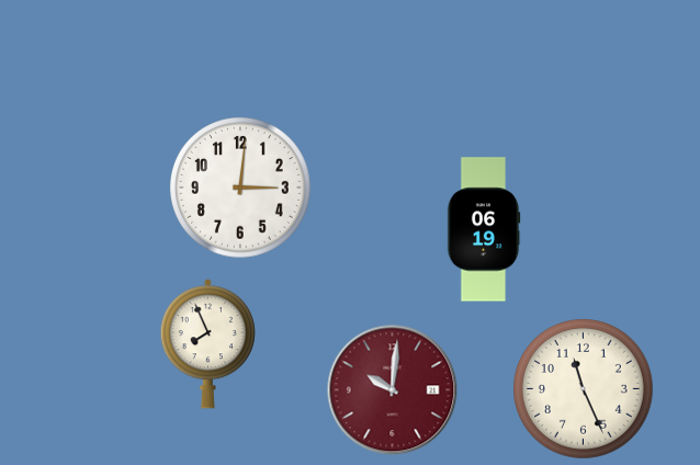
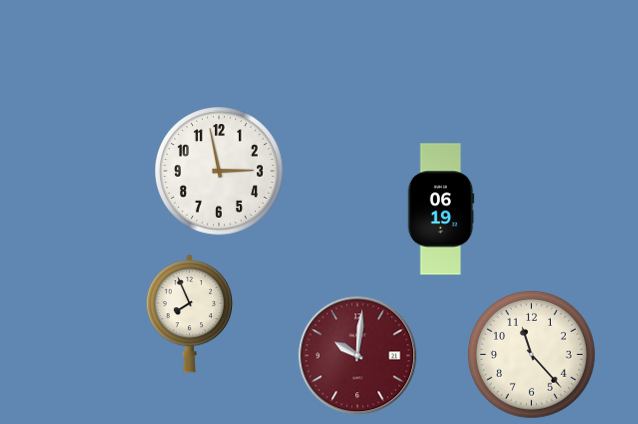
clock at (241, 189): 3:01 -> 2:58
clock at (584, 389): 11:26 -> 11:23
